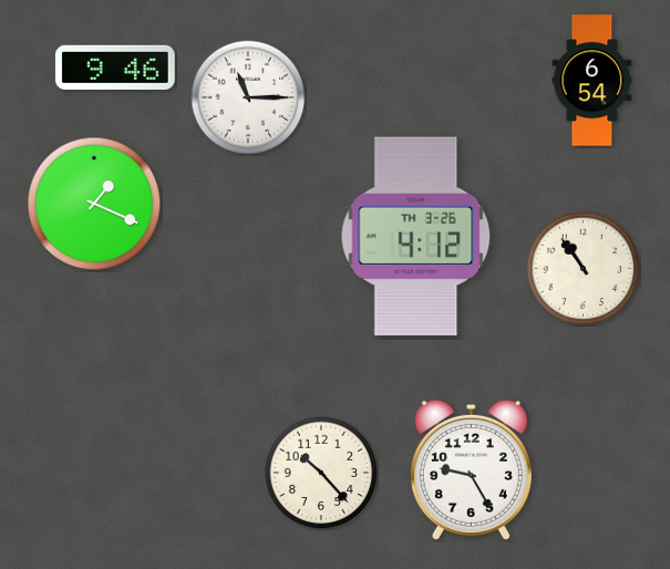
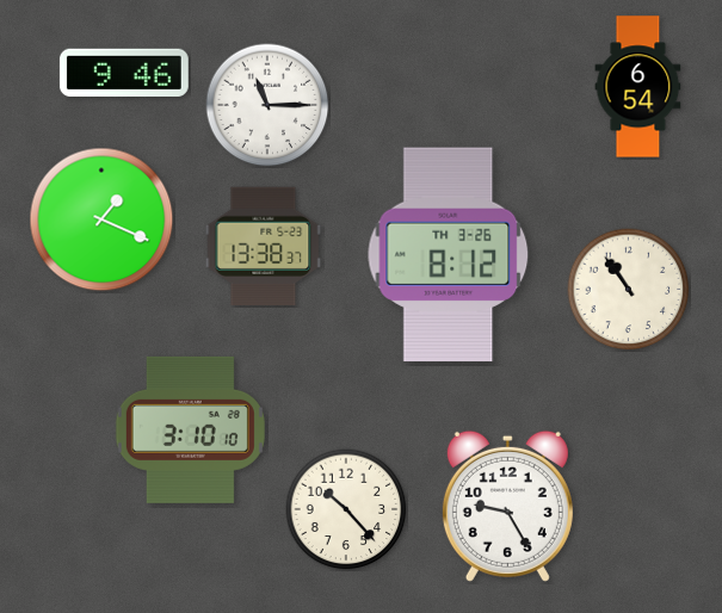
clock at (264, 246): none -> 13:38
clock at (416, 237): 4:12 -> 8:12
clock at (190, 429): none -> 3:10
